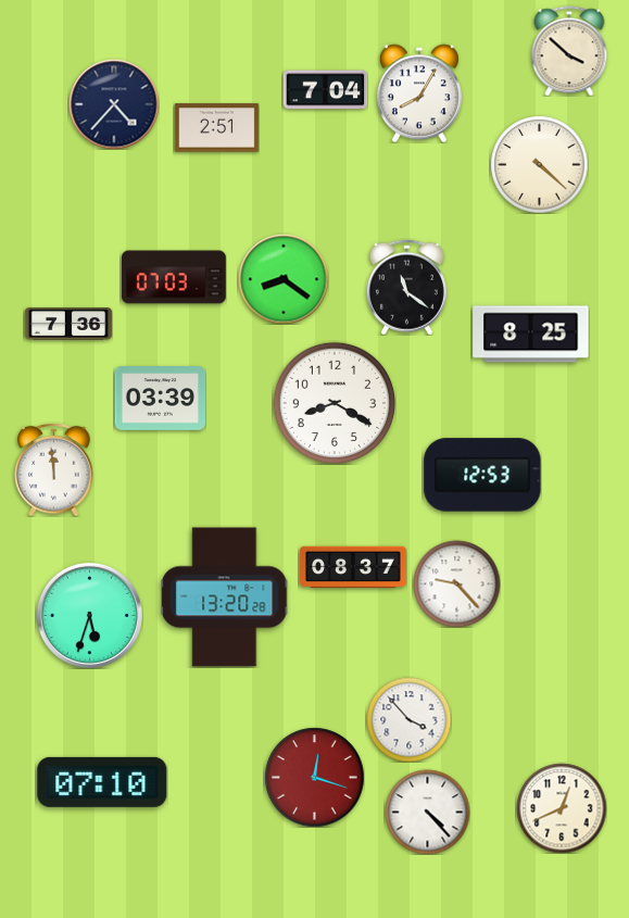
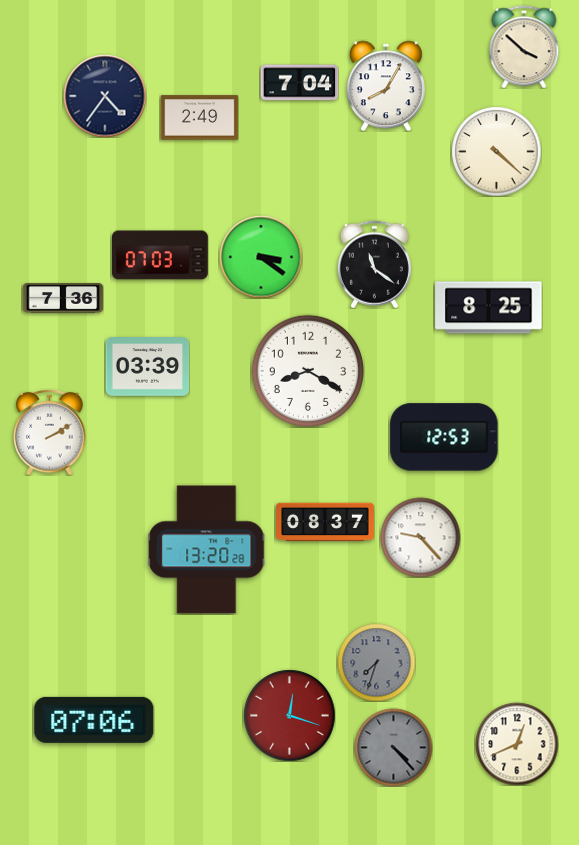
clock at (114, 104): 4:37 -> 4:36
clock at (216, 128): 2:51 -> 2:49
clock at (284, 279): 8:21 -> 3:21
clock at (54, 469): 11:59 -> 2:10
clock at (89, 615): 5:33 -> none
clock at (408, 719): 3:53 -> 7:33
clock at (408, 719) dial: white -> grey
clock at (102, 782): 07:10 -> 07:06
clock at (427, 812) dial: white -> grey
